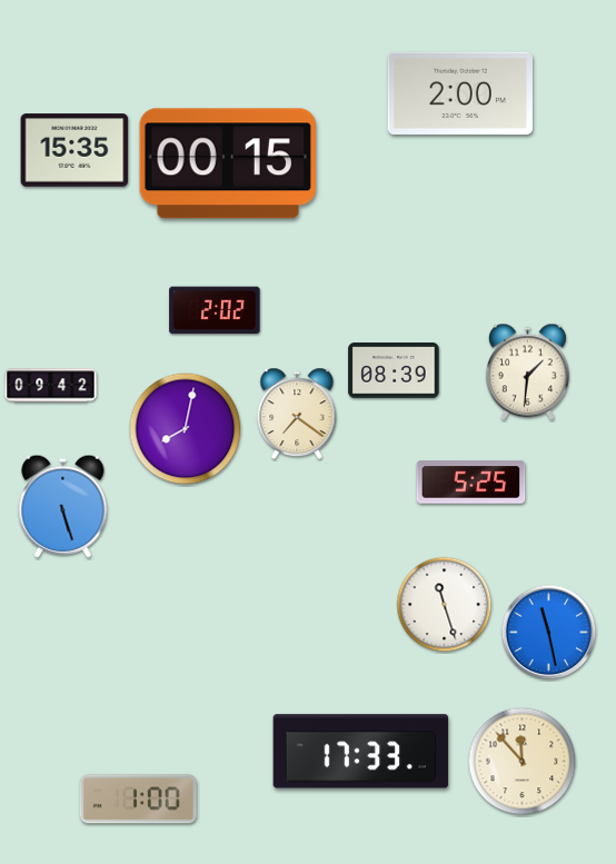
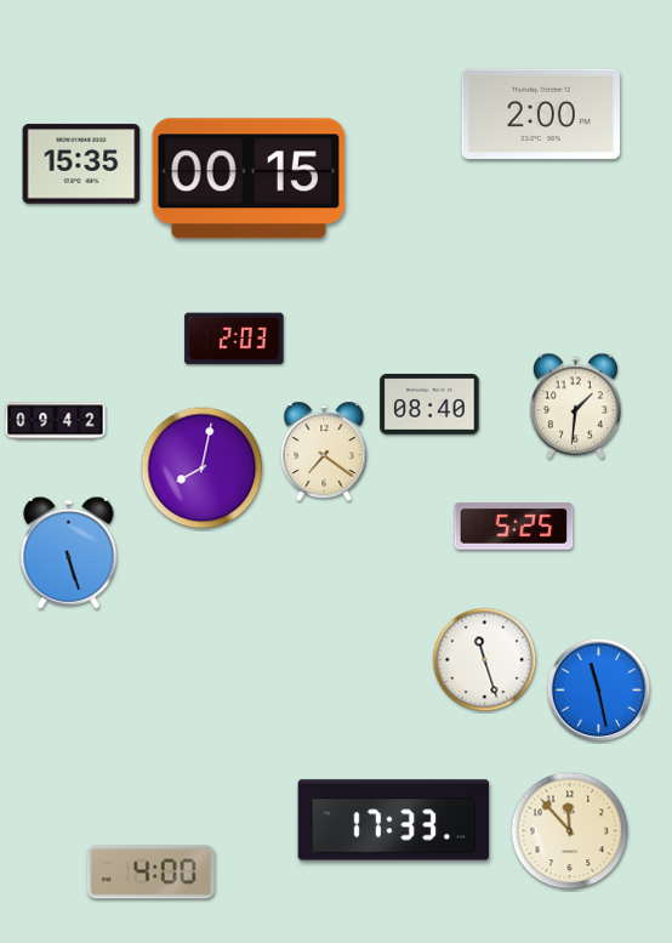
clock at (460, 93) position: (460, 93) -> (541, 114)
clock at (215, 310): 2:02 -> 2:03
clock at (394, 370): 08:39 -> 08:40
clock at (138, 800): 1:00 -> 4:00
